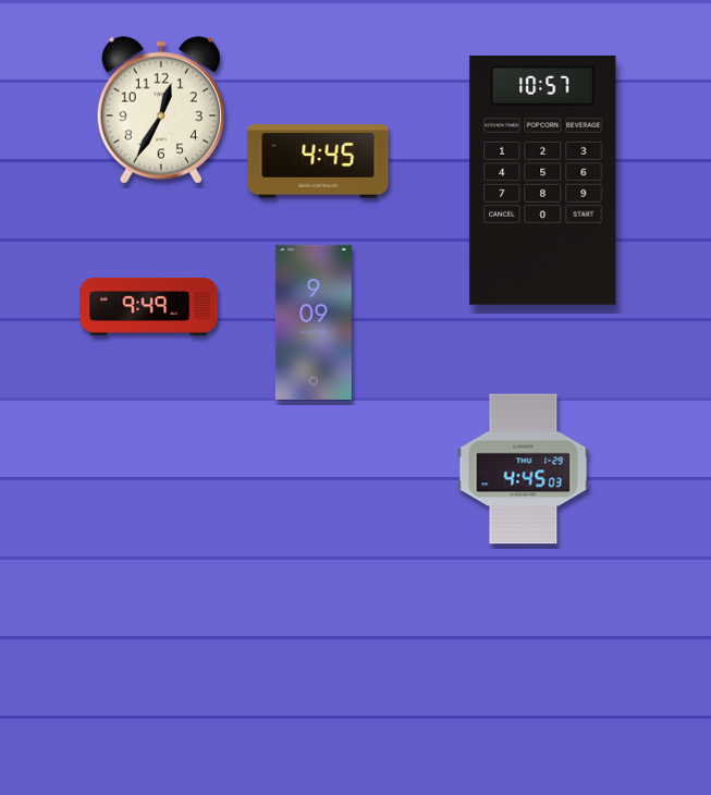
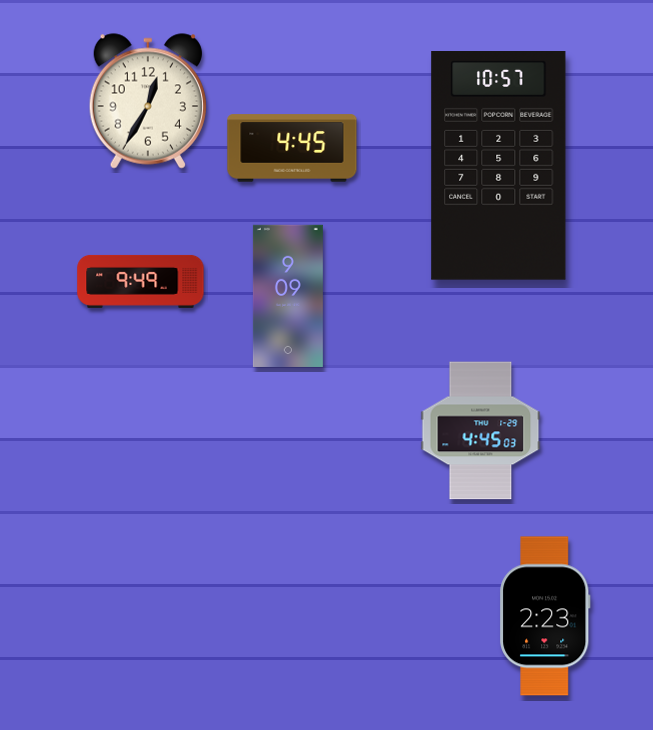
clock at (149, 306) position: (149, 306) -> (141, 281)
clock at (545, 616): none -> 2:23
